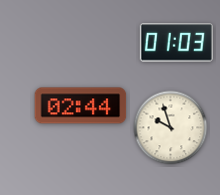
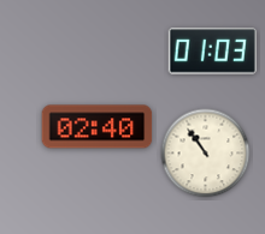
clock at (81, 106): 02:44 -> 02:40
clock at (171, 128): 9:57 -> 10:54
